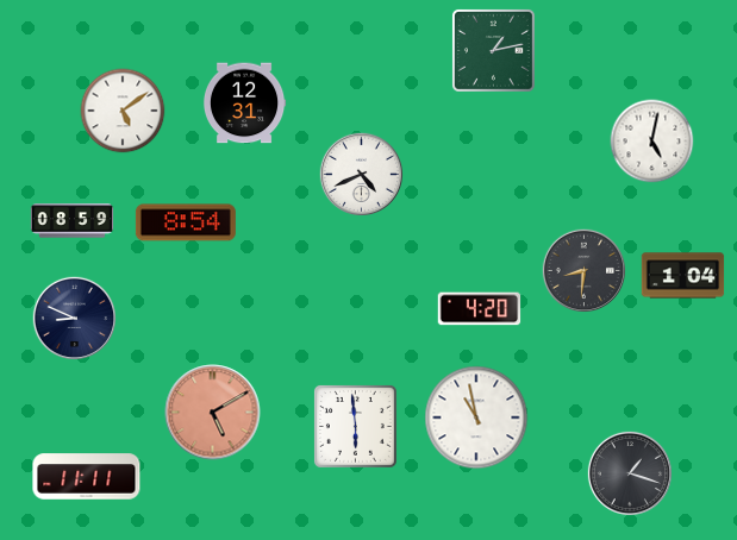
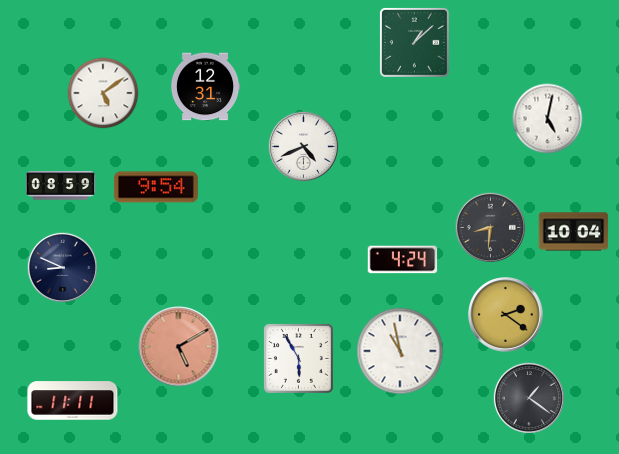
clock at (493, 50): 1:13 -> 1:08
clock at (186, 222): 8:54 -> 9:54
clock at (683, 276): 1:04 -> 10:04
clock at (480, 309): 4:20 -> 4:24
clock at (506, 315): none -> 2:21
clock at (355, 426): 5:59 -> 5:55
clock at (630, 473): 1:18 -> 1:21
